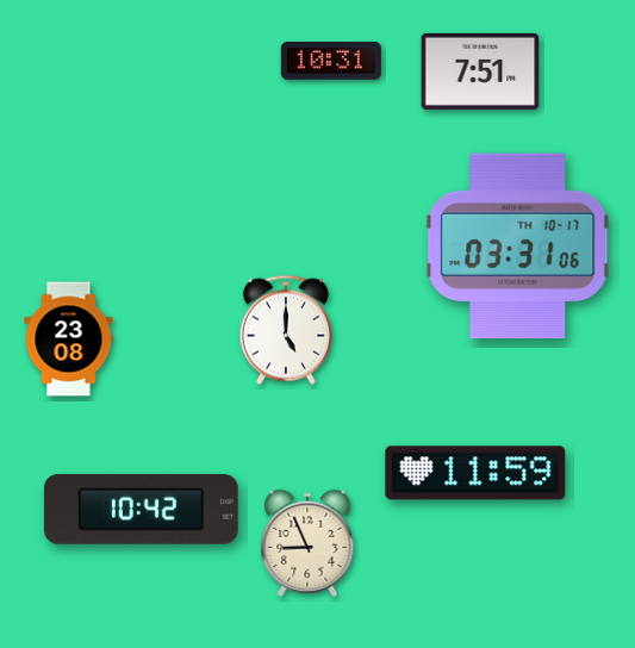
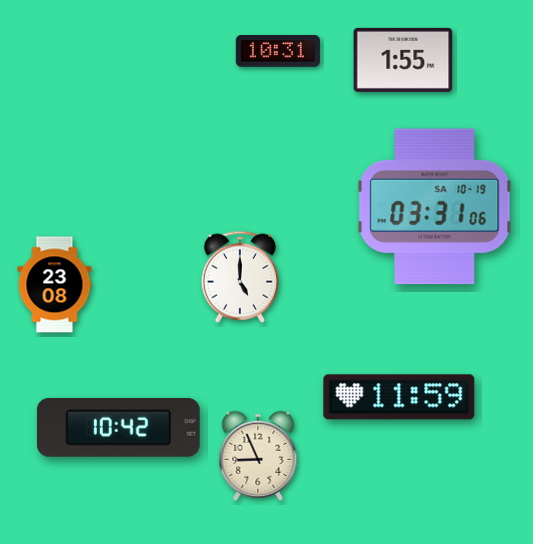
clock at (480, 71): 7:51 -> 1:55
clock at (518, 247) date: TH 10-17 -> SA 10-19
clock at (69, 339) position: (69, 339) -> (55, 285)
